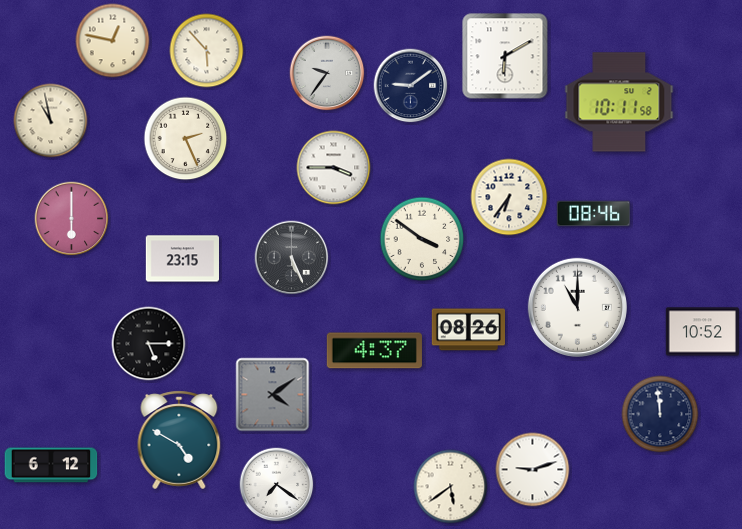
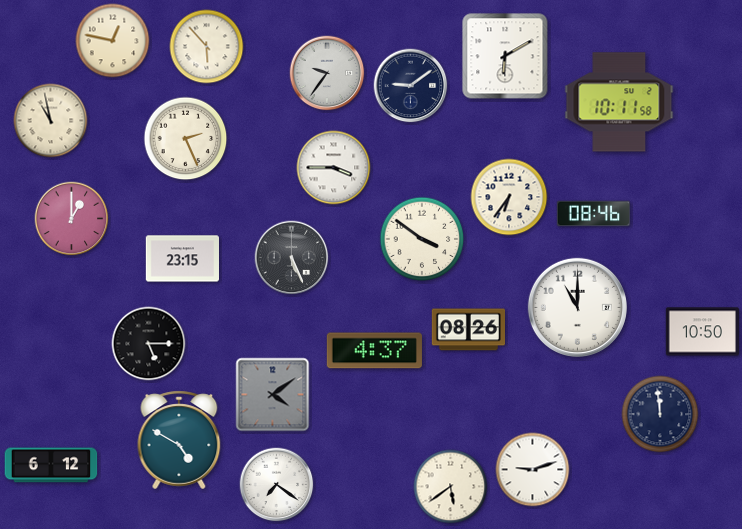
clock at (207, 51) position: (207, 51) -> (207, 47)
clock at (72, 219): 6:00 -> 1:00
clock at (702, 332): 10:52 -> 10:50
